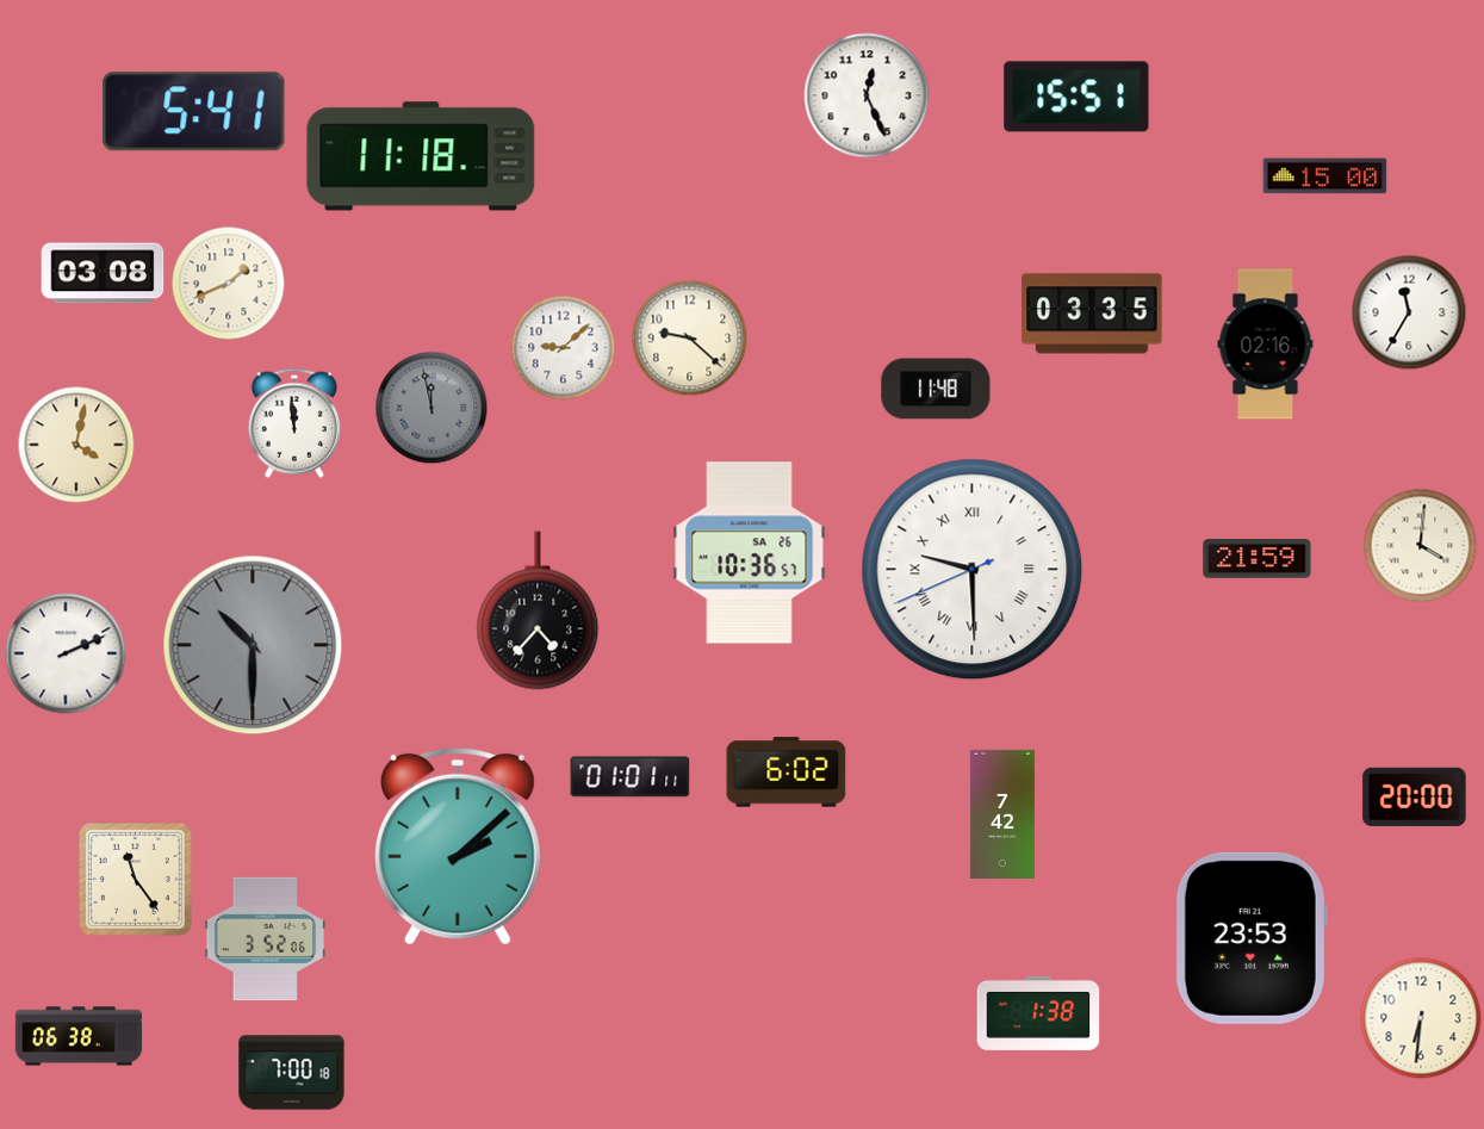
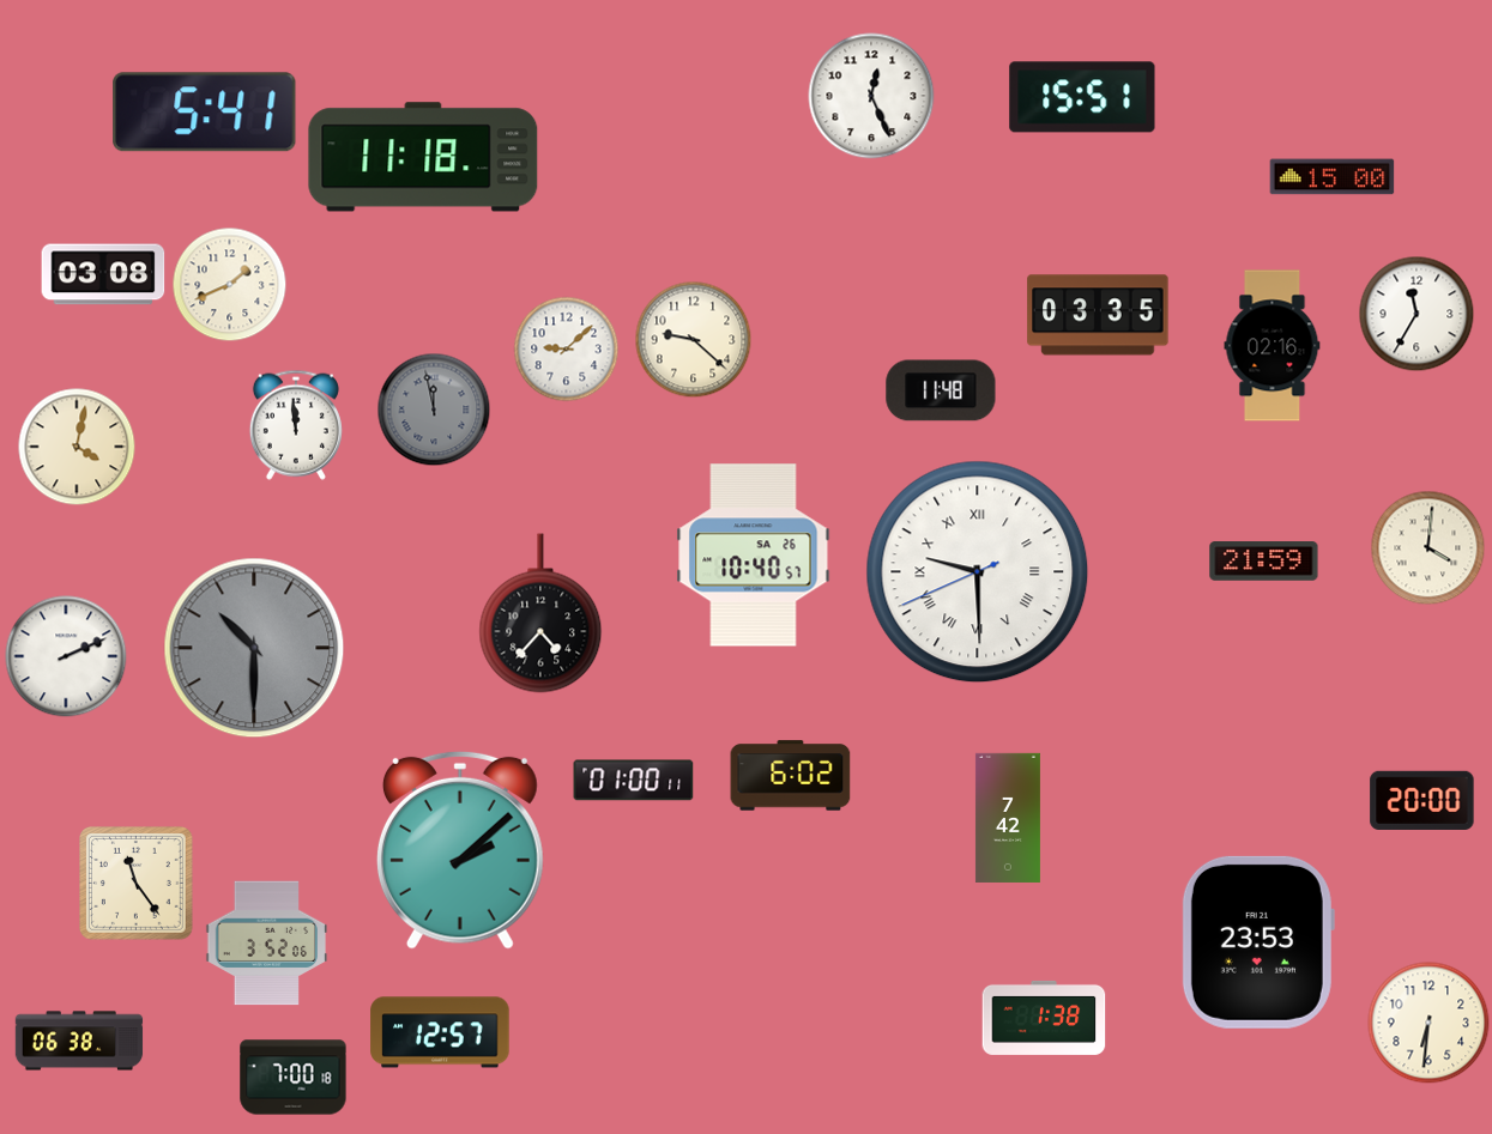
clock at (194, 112) position: (194, 112) -> (205, 113)
clock at (750, 553): 10:36 -> 10:40
clock at (631, 777): 01:01 -> 01:00
clock at (440, 1032): none -> 12:57
